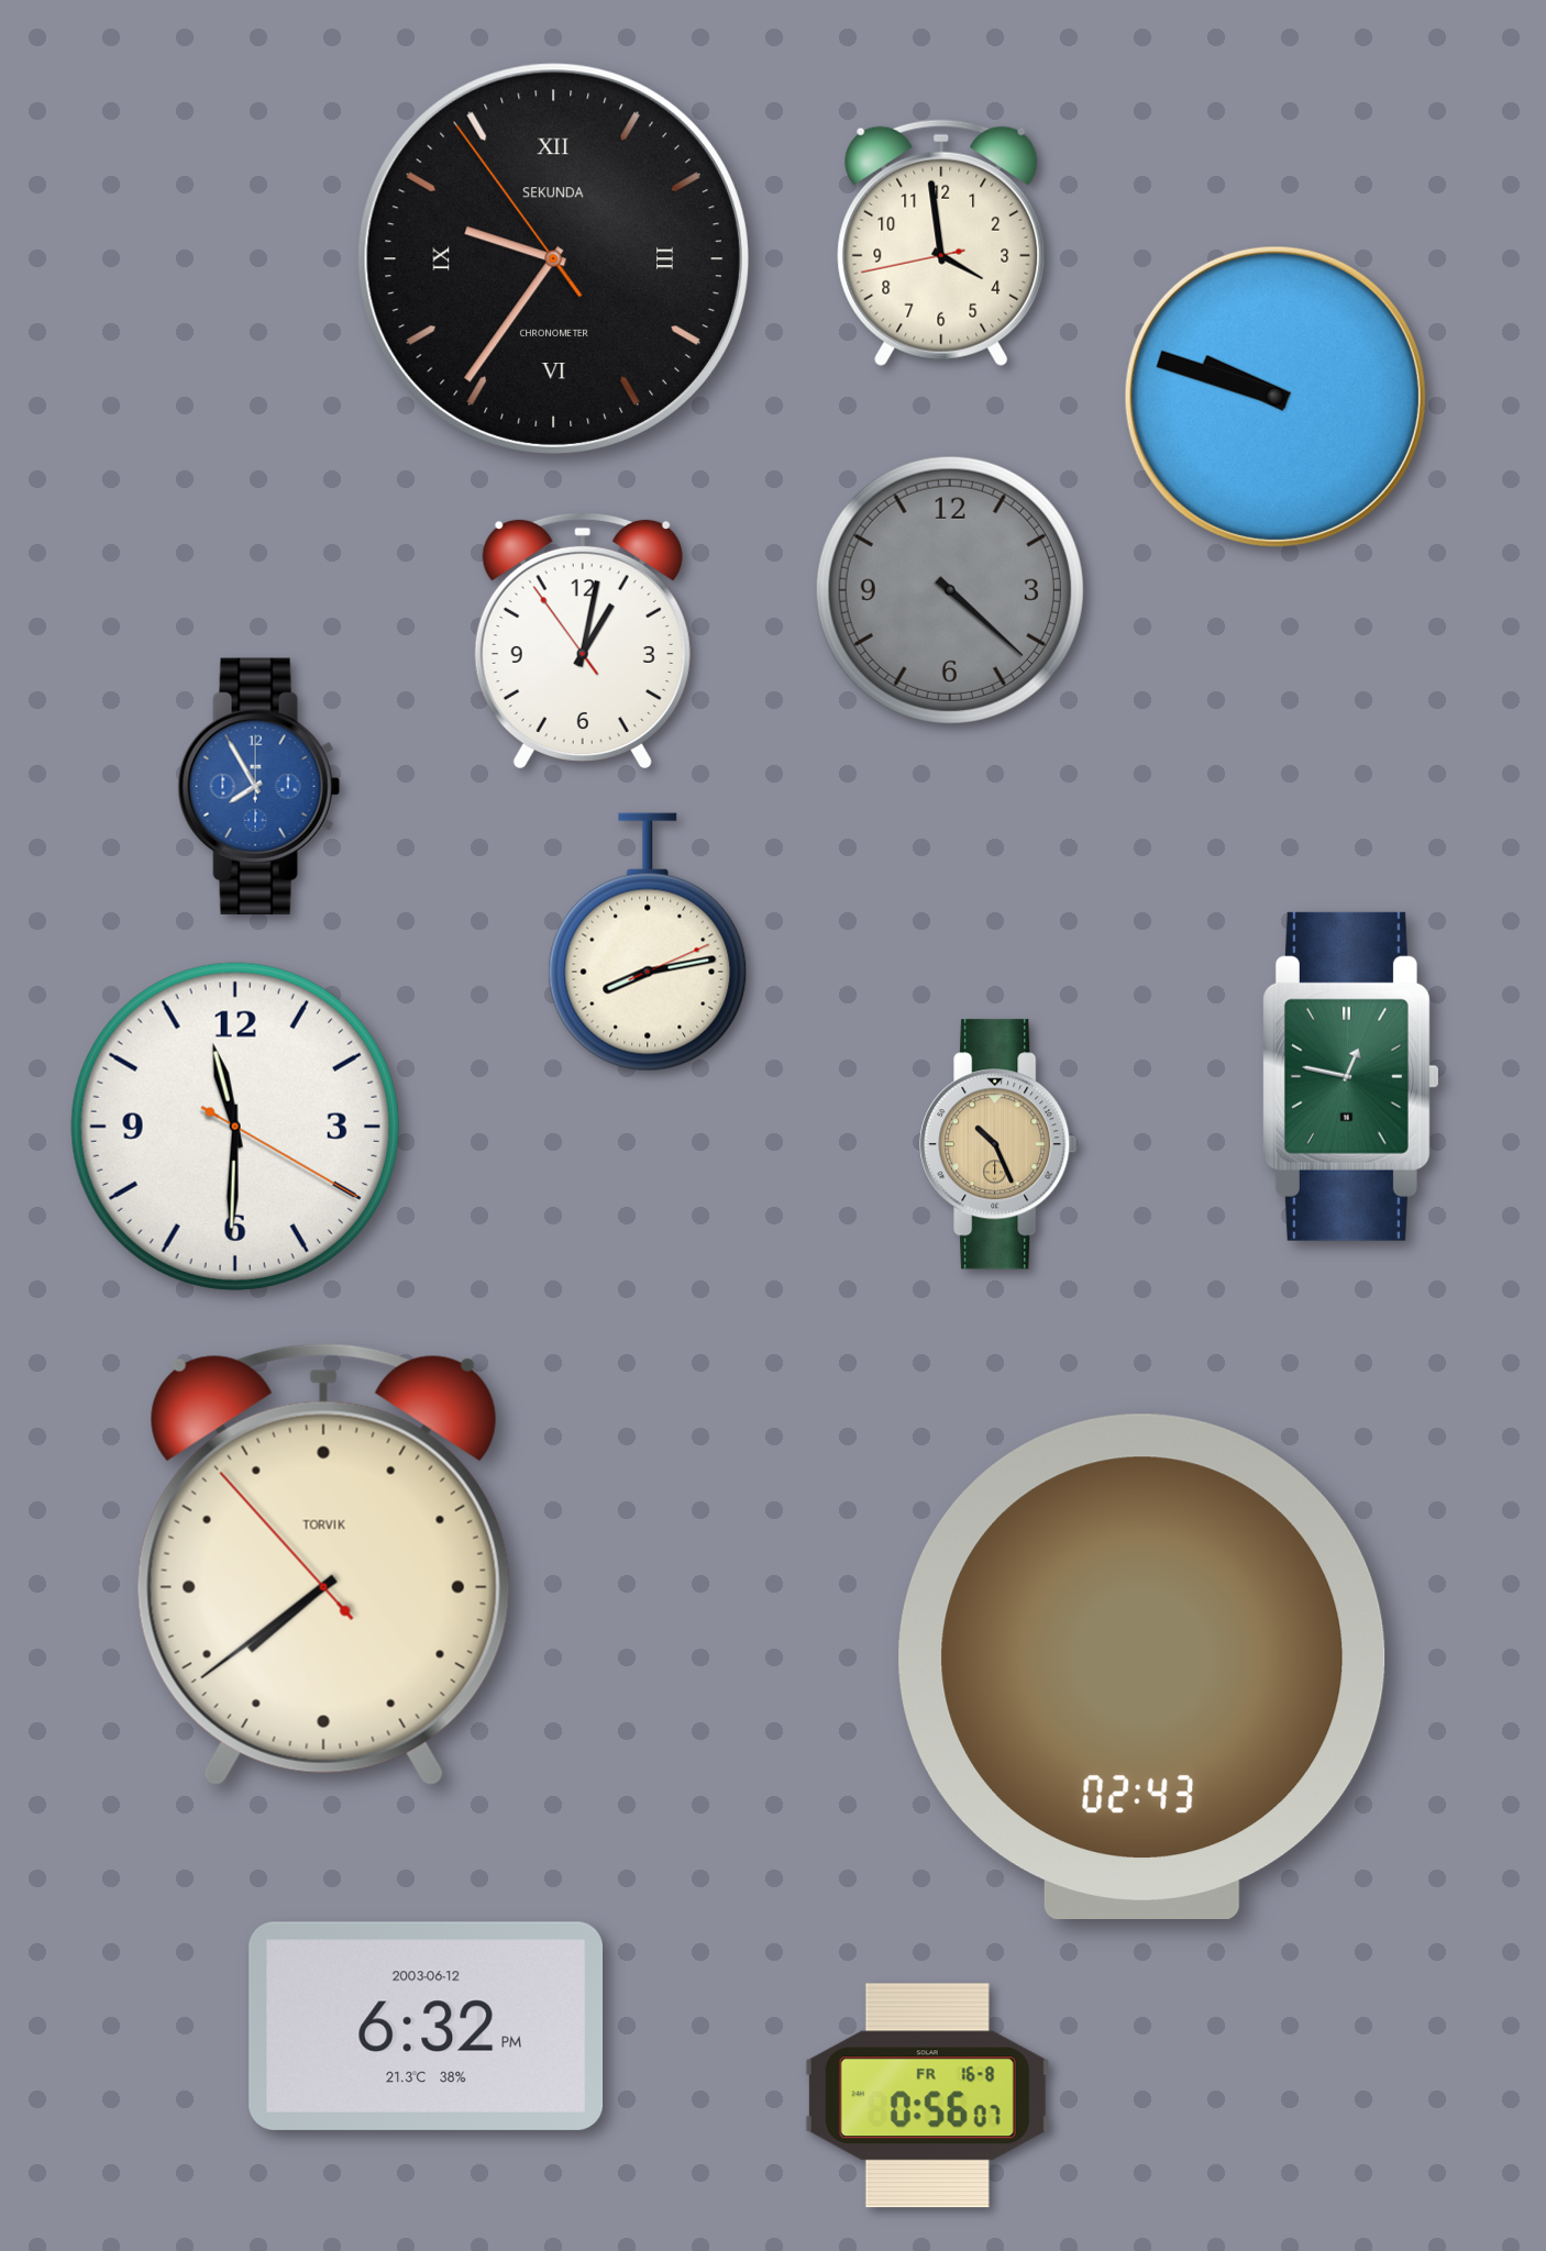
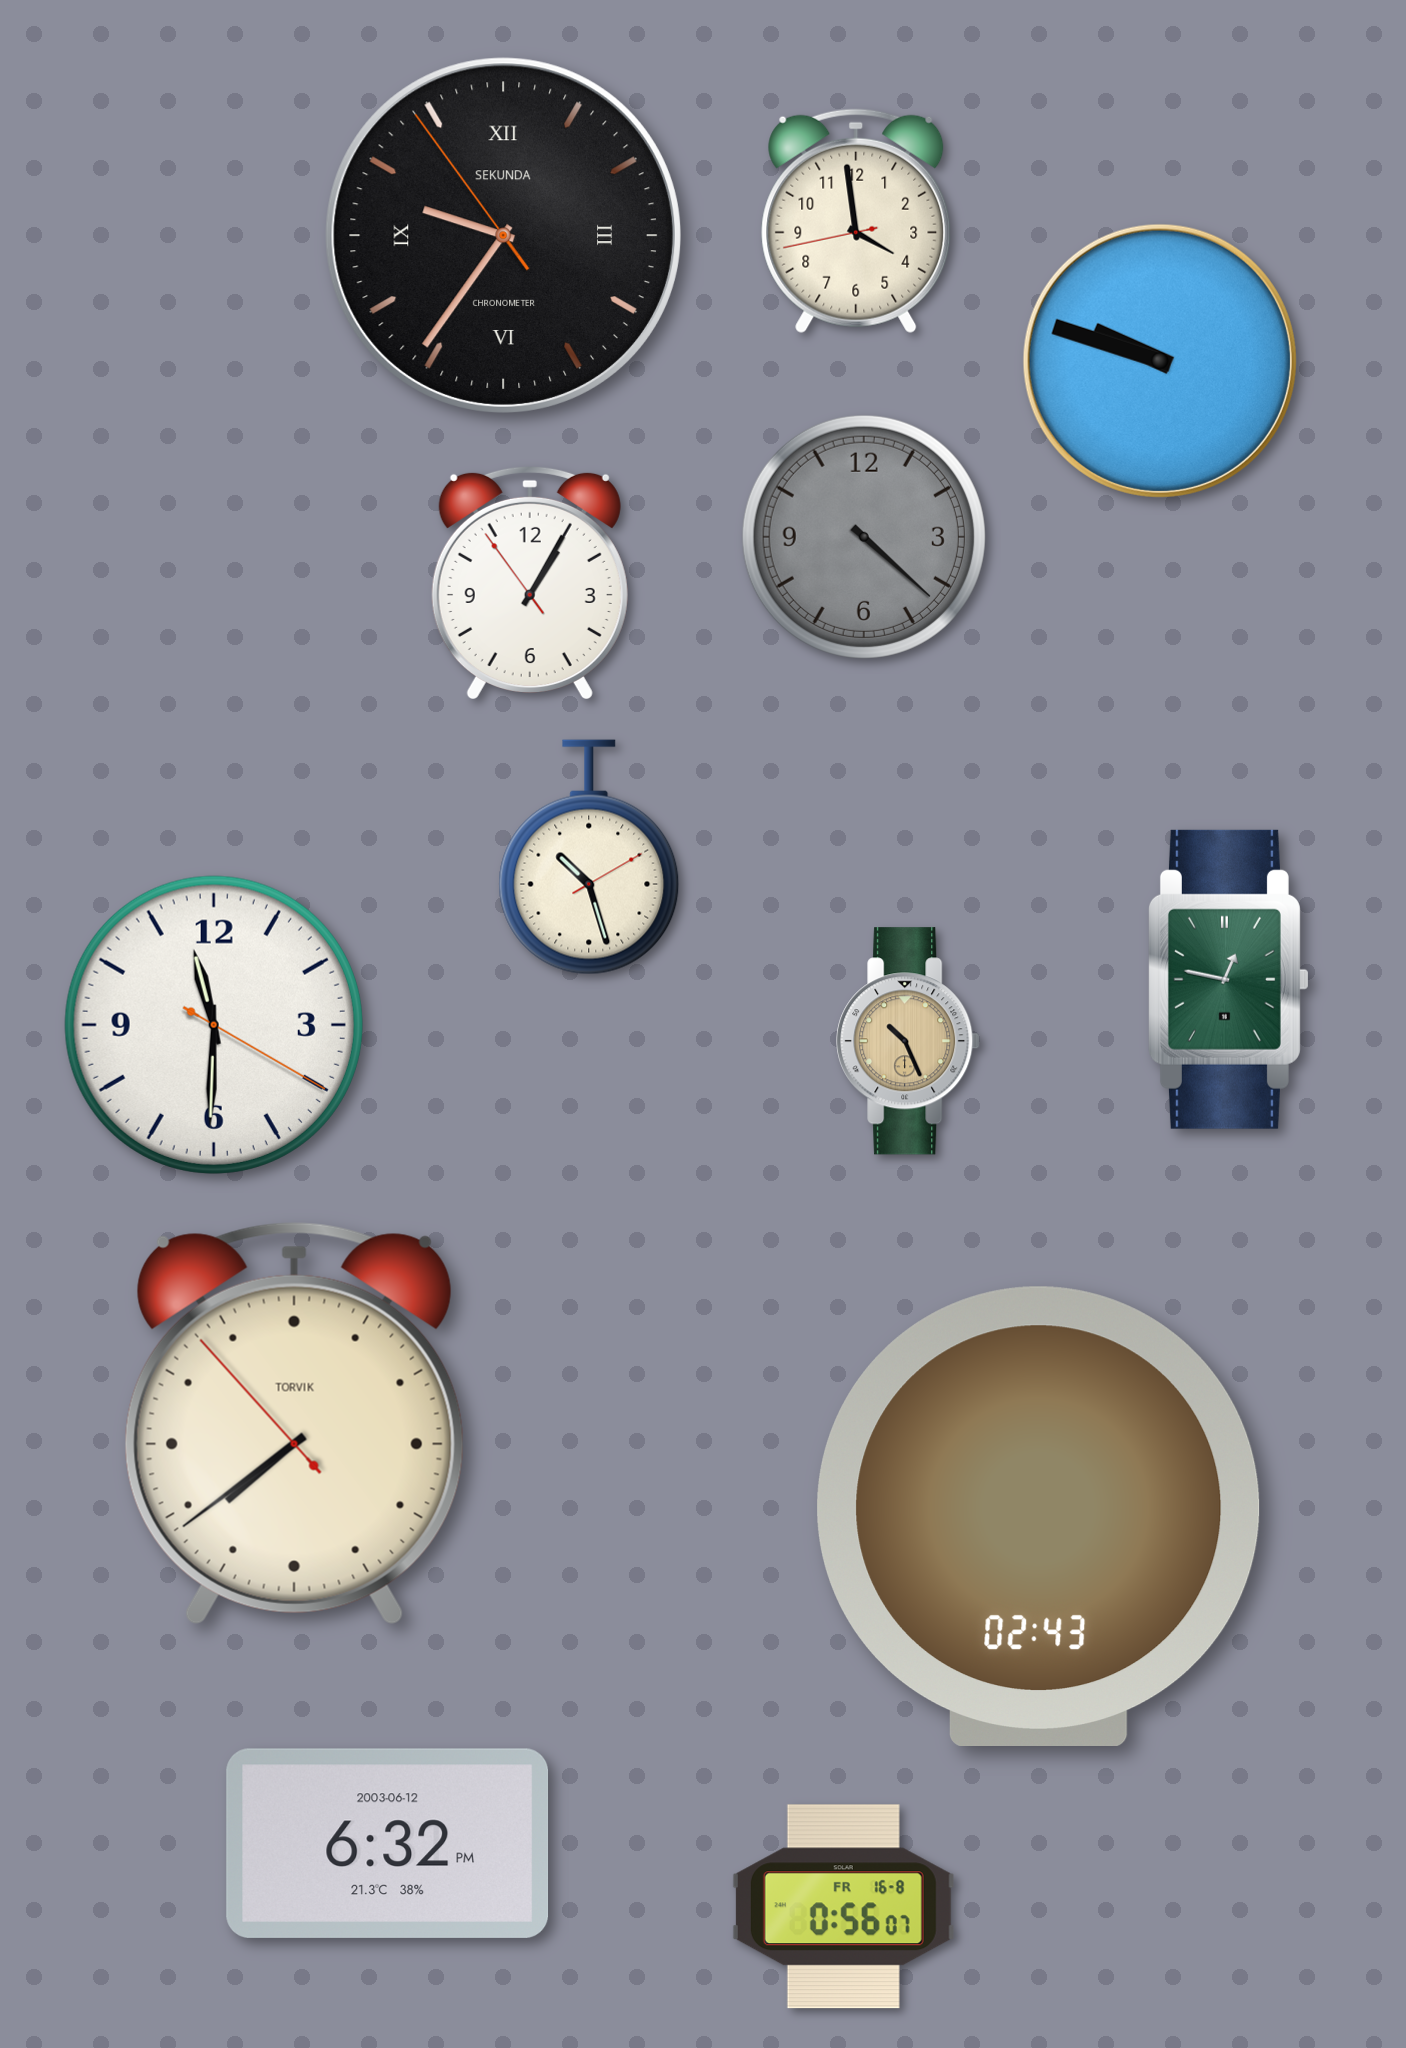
clock at (583, 640): 1:01 -> 1:04
clock at (258, 786): 7:55 -> none
clock at (648, 942): 8:13 -> 10:27
